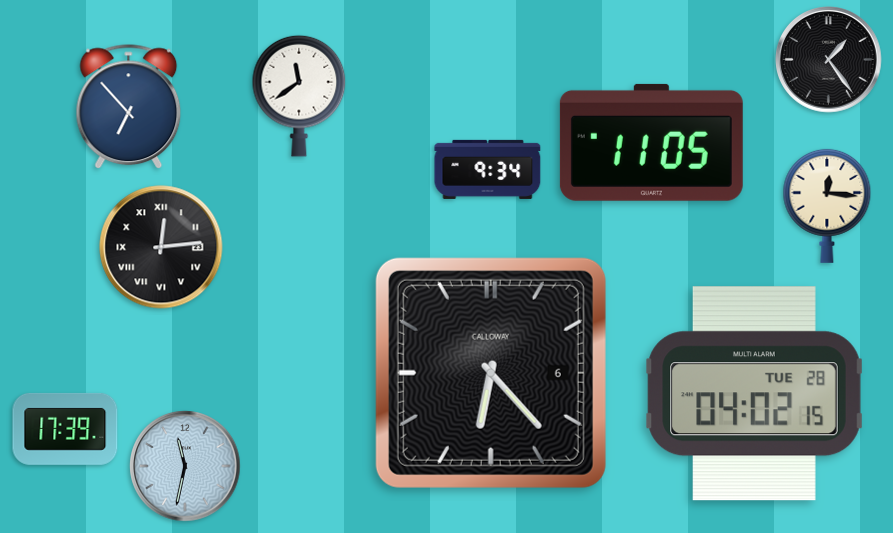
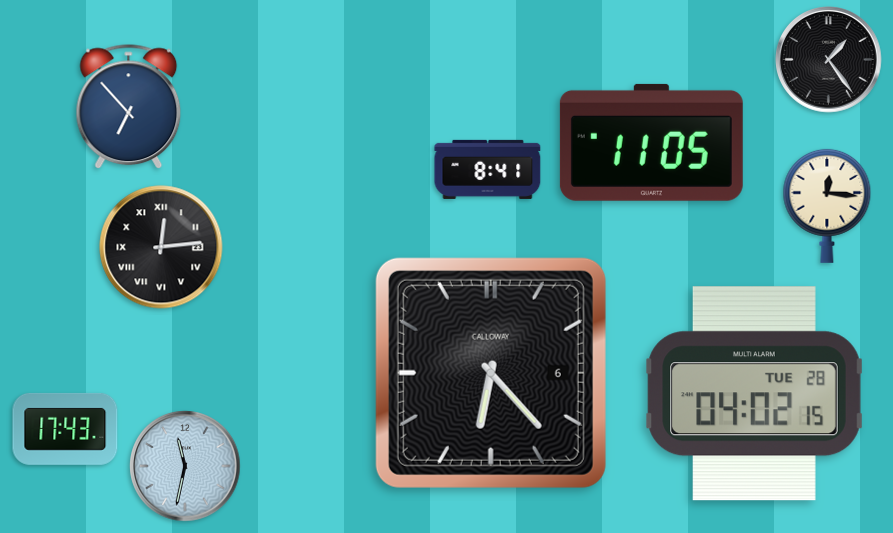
clock at (299, 96): 11:39 -> none
clock at (488, 169): 9:34 -> 8:41
clock at (65, 429): 17:39 -> 17:43
